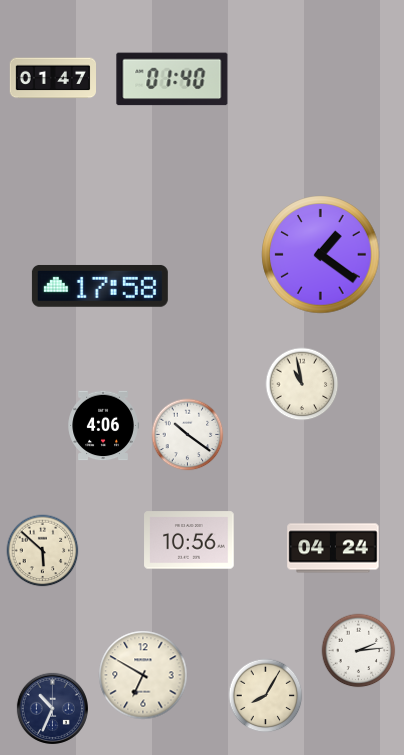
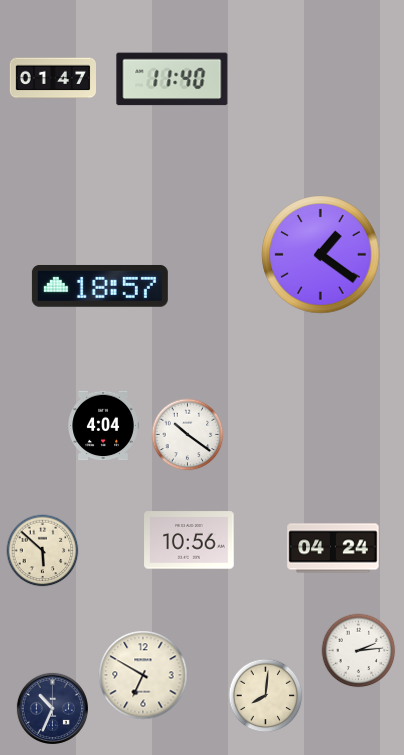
clock at (172, 79): 01:40 -> 11:40
clock at (100, 286): 17:58 -> 18:57
clock at (302, 384): 10:58 -> none
clock at (103, 426): 4:06 -> 4:04
clock at (266, 696): 8:05 -> 8:01
